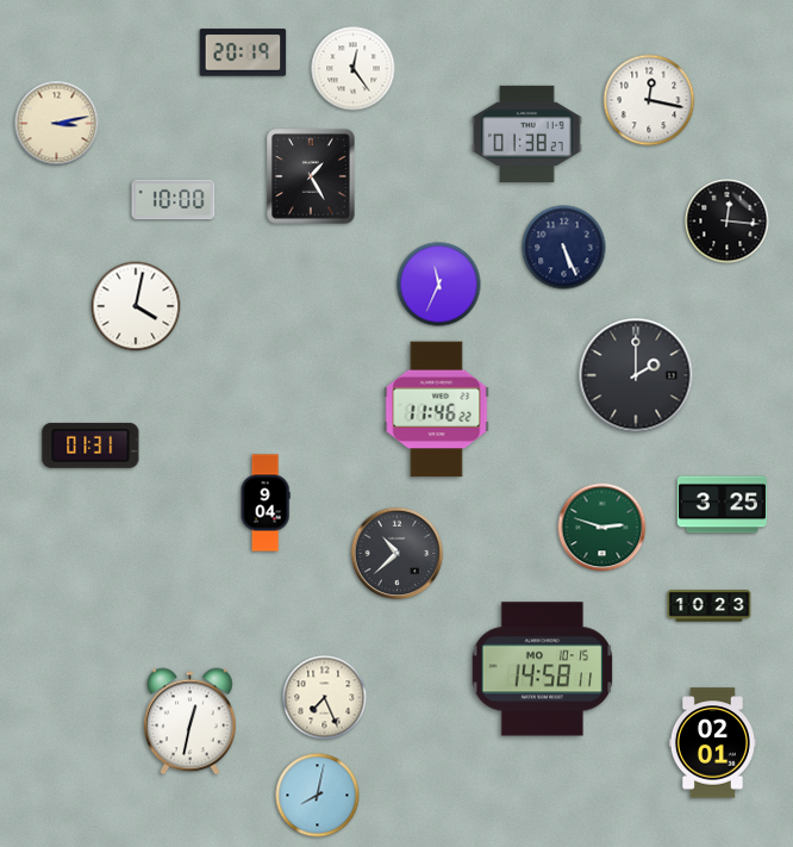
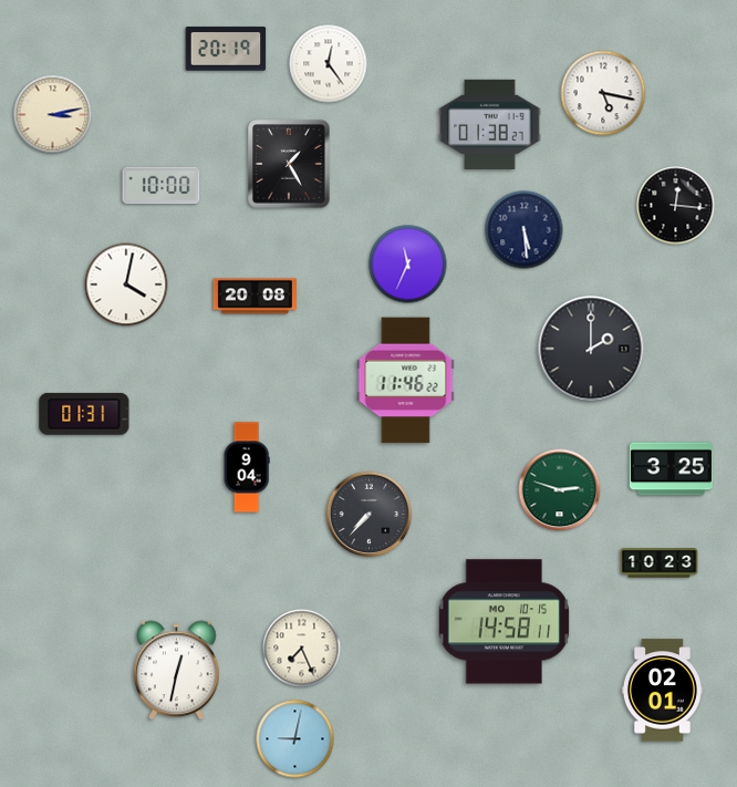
clock at (649, 100): 12:17 -> 5:17
clock at (564, 248): 5:26 -> 5:29
clock at (255, 297): none -> 20:08
clock at (398, 554): 10:38 -> 7:37
clock at (318, 796): 8:02 -> 9:02
